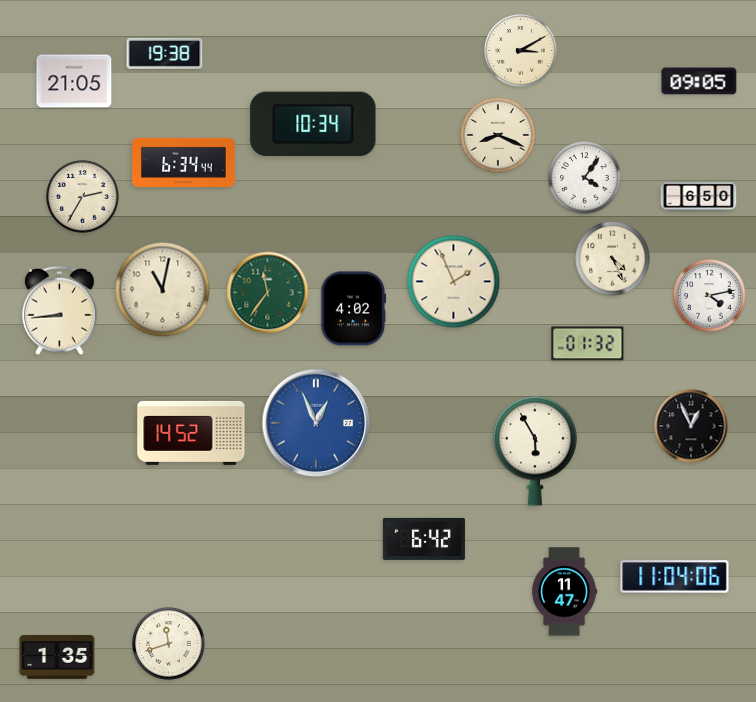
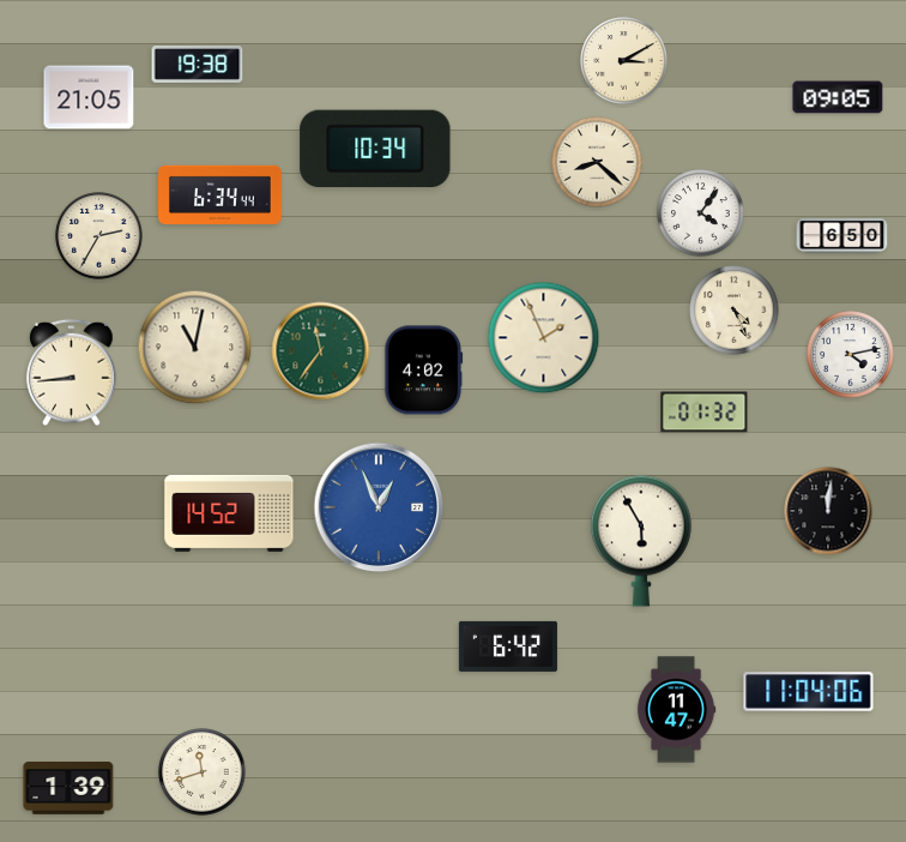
clock at (498, 135): 8:19 -> 8:22
clock at (699, 197) position: (699, 197) -> (842, 236)
clock at (691, 426): 12:56 -> 12:01
clock at (191, 433) position: (191, 433) -> (229, 513)
clock at (57, 658): 1:35 -> 1:39
